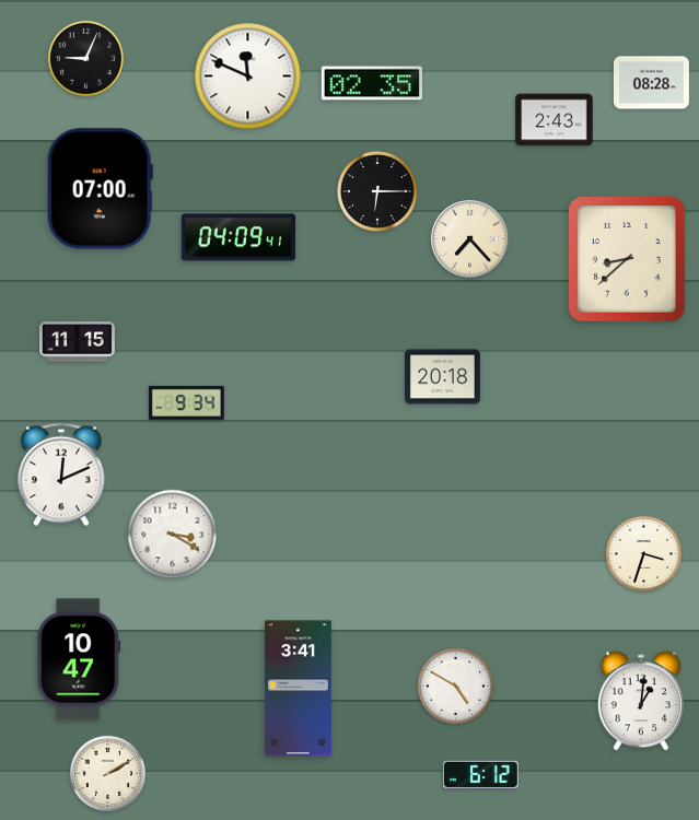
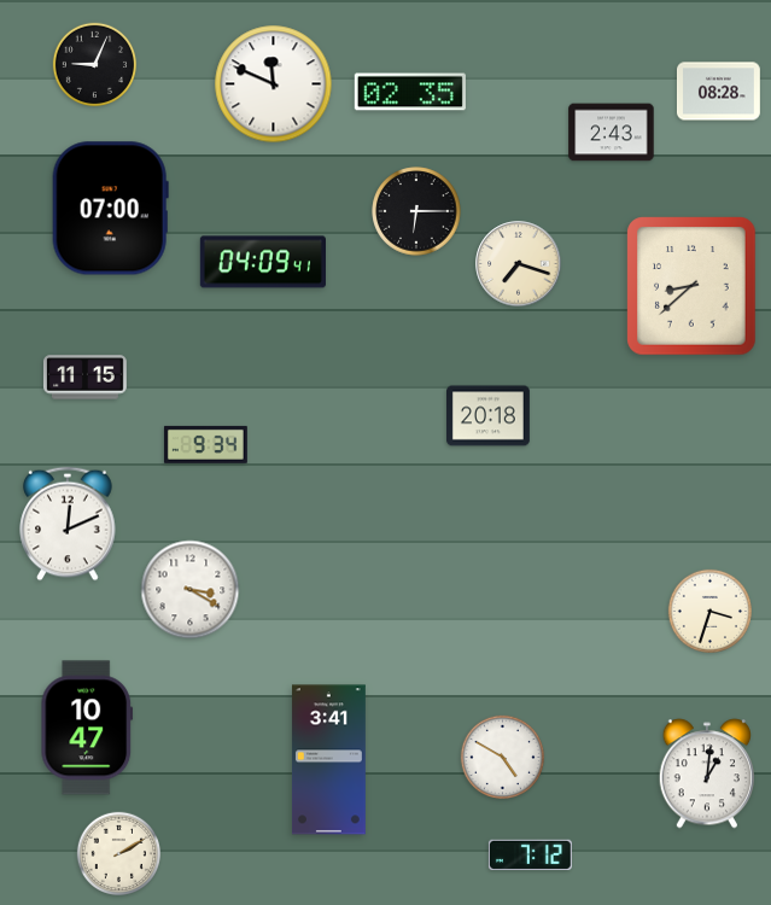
clock at (470, 239): 7:23 -> 7:18
clock at (480, 774): 6:12 -> 7:12
